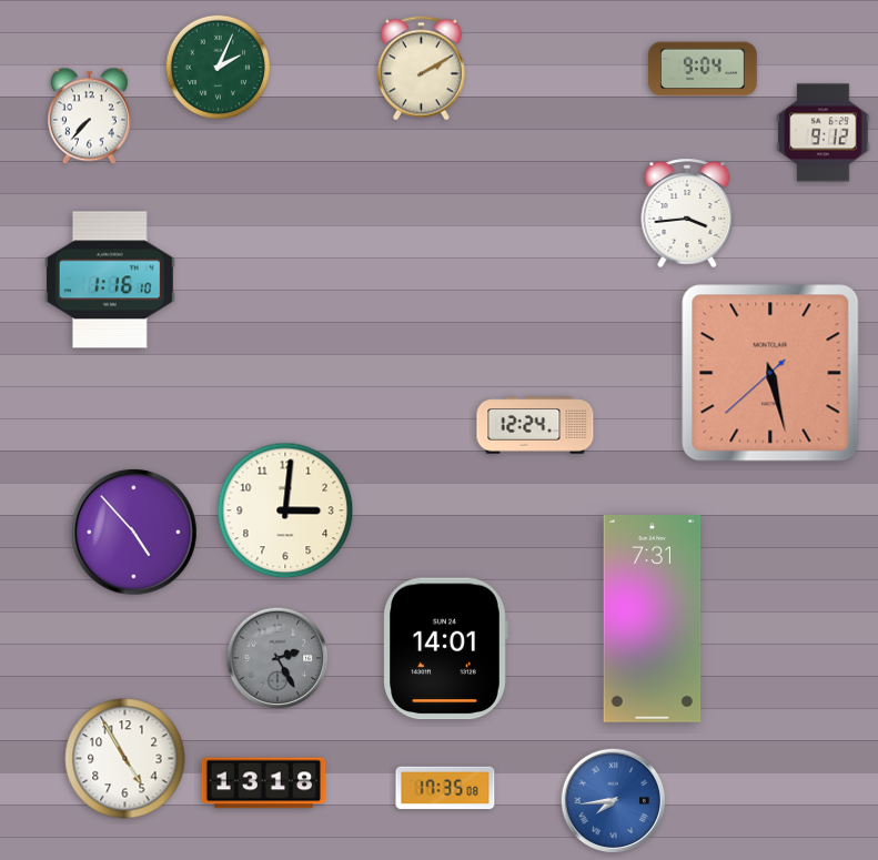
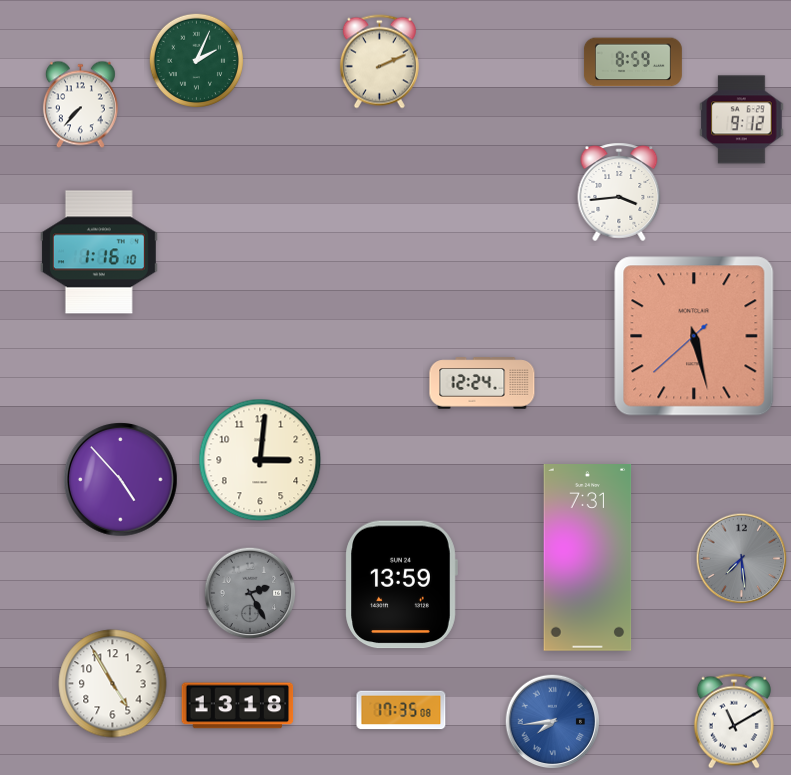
clock at (421, 69): 2:10 -> 2:11
clock at (703, 69): 9:04 -> 8:59
clock at (285, 510) position: (285, 510) -> (260, 460)
clock at (742, 559): none -> 7:29
clock at (445, 649): 14:01 -> 13:59
clock at (734, 721): none -> 11:10
